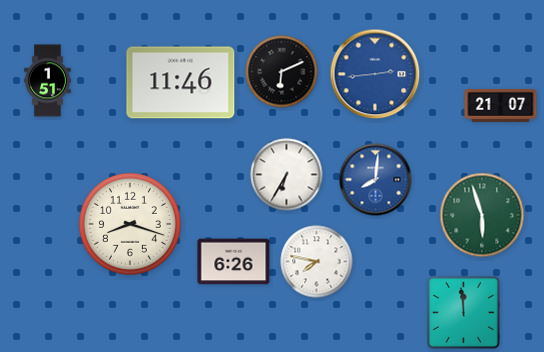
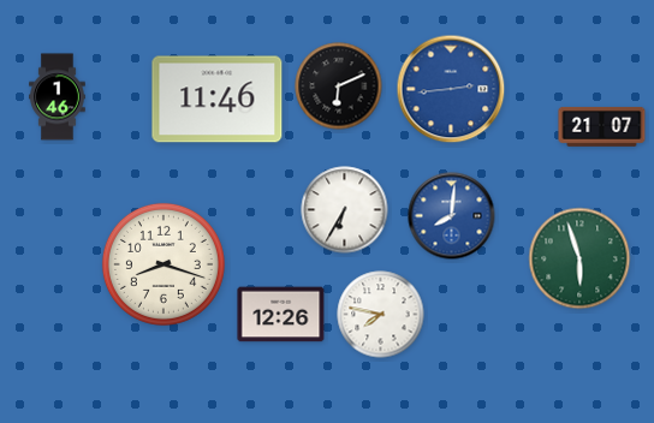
clock at (48, 81): 1:51 -> 1:46
clock at (130, 224) position: (130, 224) -> (163, 264)
clock at (234, 262): 6:26 -> 12:26
clock at (463, 312): 11:59 -> none
